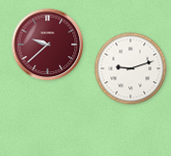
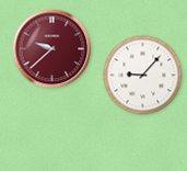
clock at (131, 69): 9:12 -> 9:07
